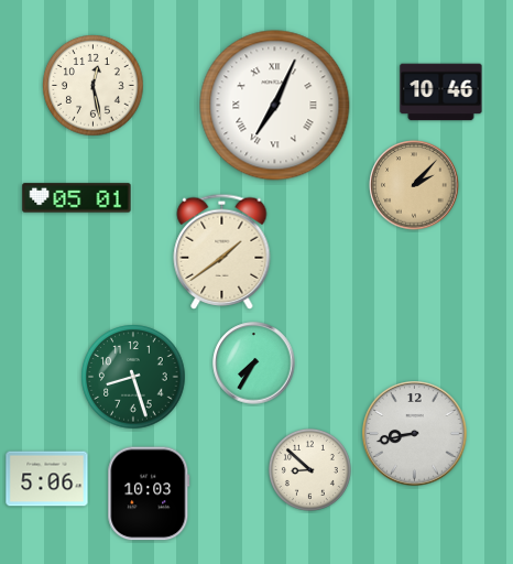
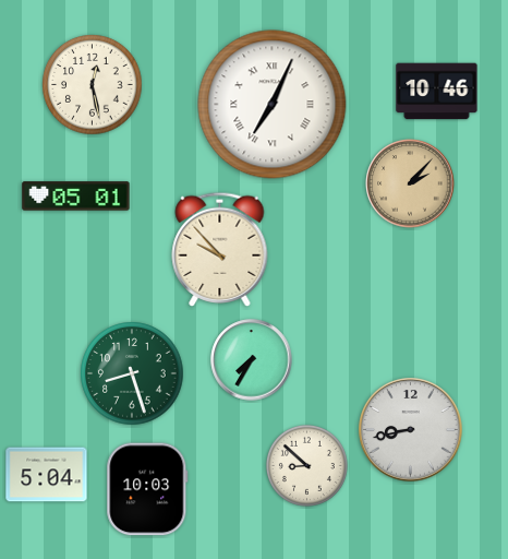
clock at (222, 251): 1:39 -> 9:53
clock at (47, 479): 5:06 -> 5:04
